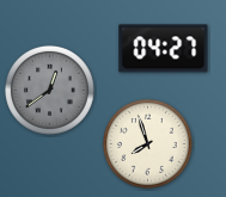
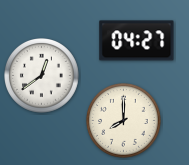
clock at (50, 91) dial: grey -> white
clock at (148, 144): 7:57 -> 8:00
